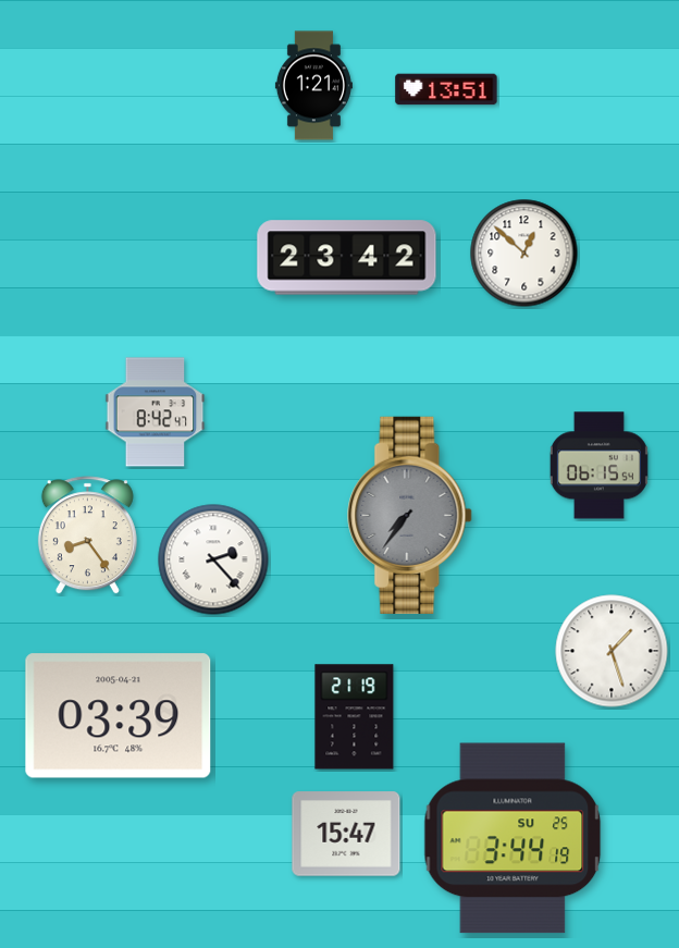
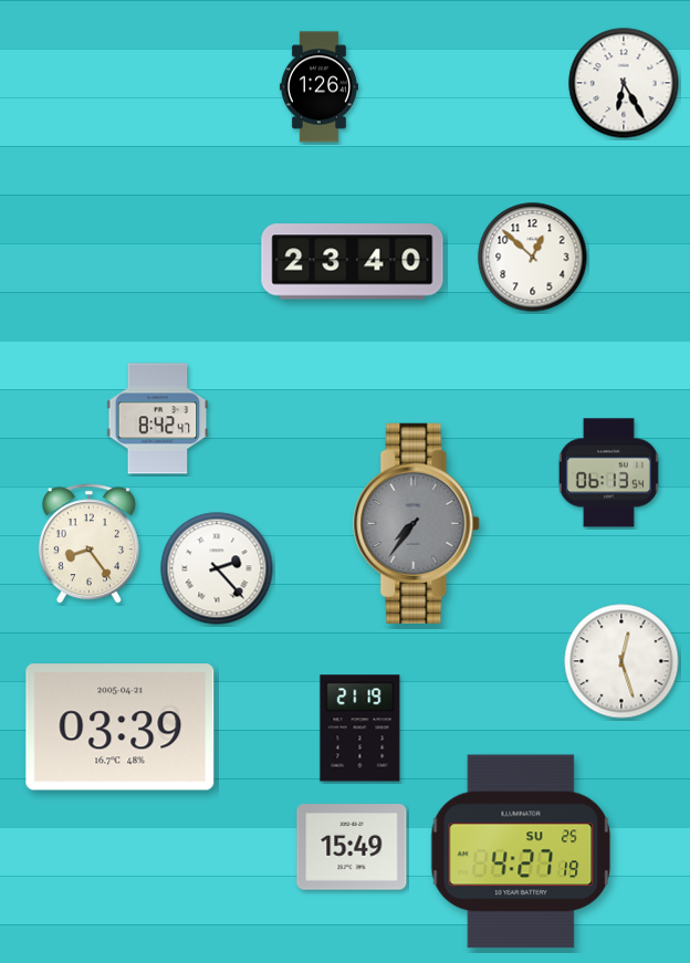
clock at (624, 83): none -> 6:25
clock at (313, 86): 1:21 -> 1:26
clock at (446, 89): 13:51 -> none
clock at (347, 258): 23:42 -> 23:40
clock at (598, 466): 06:15 -> 06:13
clock at (612, 651): 1:27 -> 12:27
clock at (346, 834): 15:47 -> 15:49
clock at (513, 838): 3:44 -> 4:27
